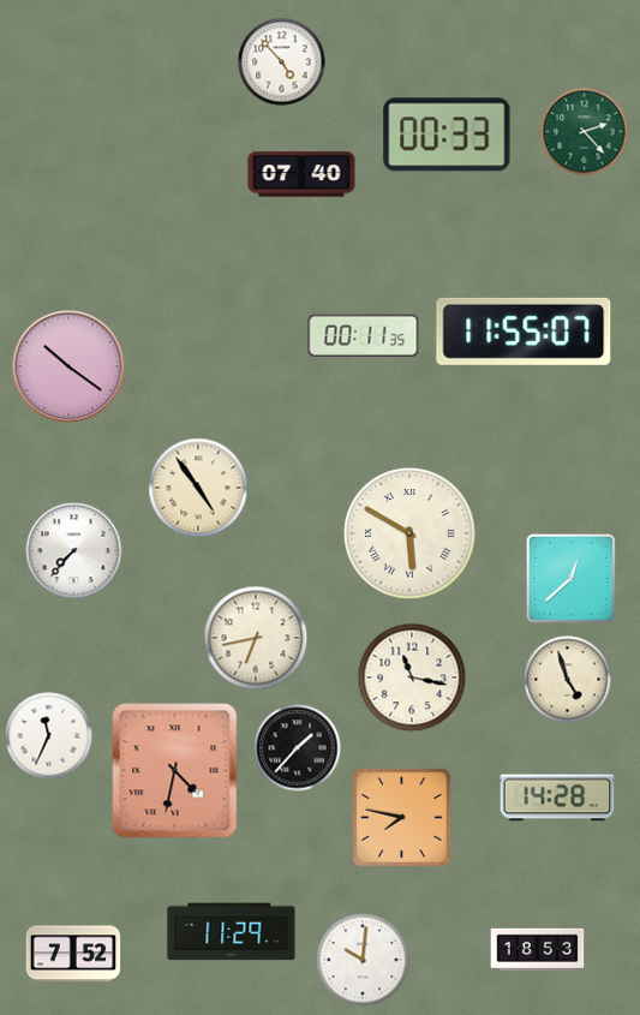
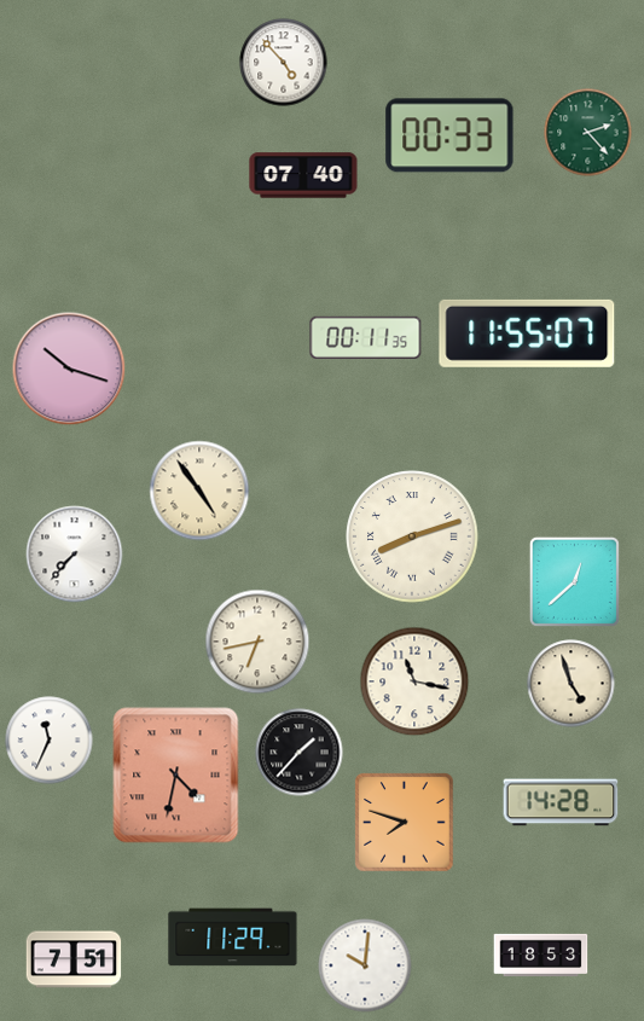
clock at (68, 366): 10:21 -> 10:18
clock at (409, 533): 5:50 -> 8:12
clock at (402, 818): 7:47 -> 7:48
clock at (73, 954): 7:52 -> 7:51
